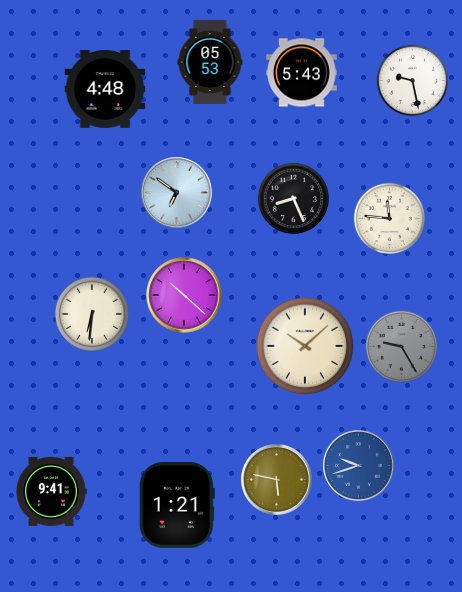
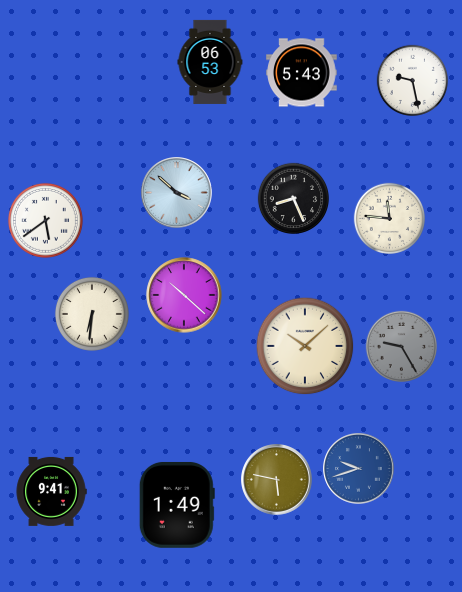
clock at (210, 62): 05:53 -> 06:53
clock at (105, 90): 4:48 -> none
clock at (177, 193): 6:51 -> 3:52
clock at (45, 220): none -> 5:39
clock at (359, 466) position: (359, 466) -> (359, 469)
clock at (177, 505): 1:21 -> 1:49
